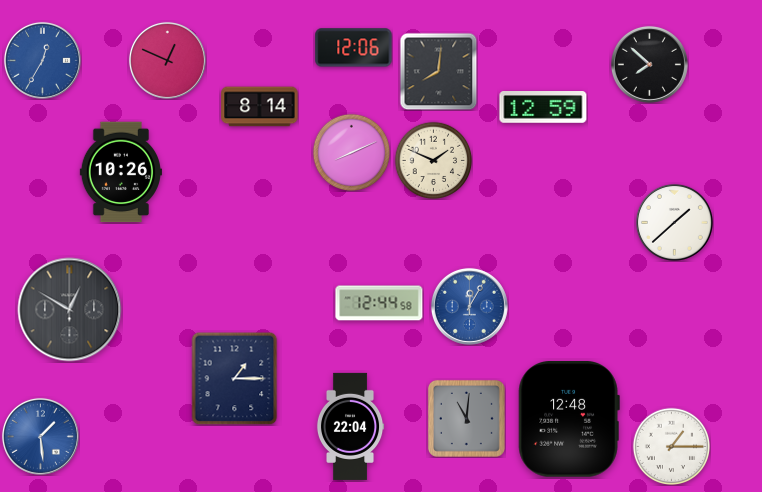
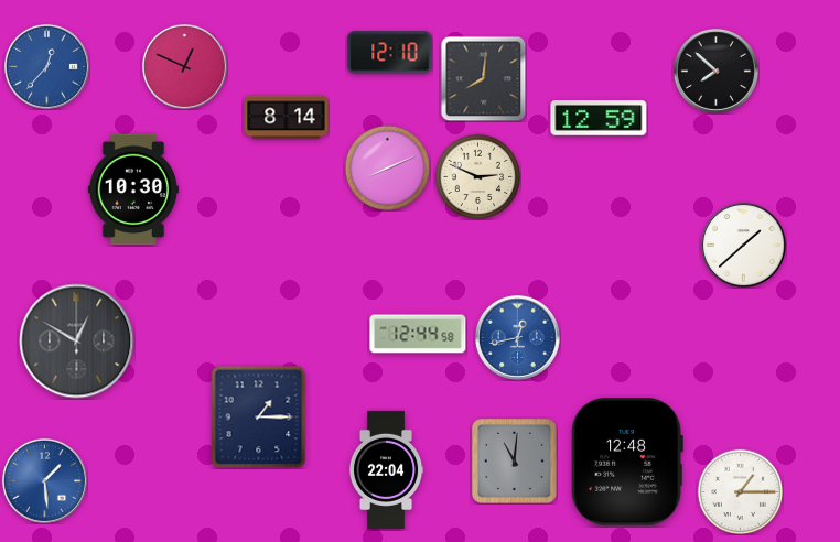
clock at (354, 48): 12:06 -> 12:10
clock at (42, 60): 12:35 -> 12:37
clock at (433, 160): 1:49 -> 2:49
clock at (121, 172): 10:26 -> 10:30
clock at (469, 306): 12:05 -> 12:43
